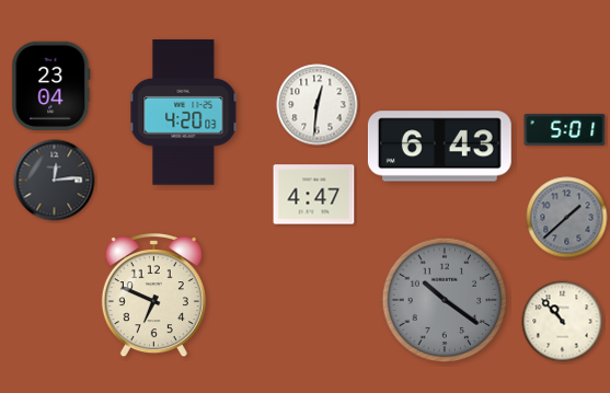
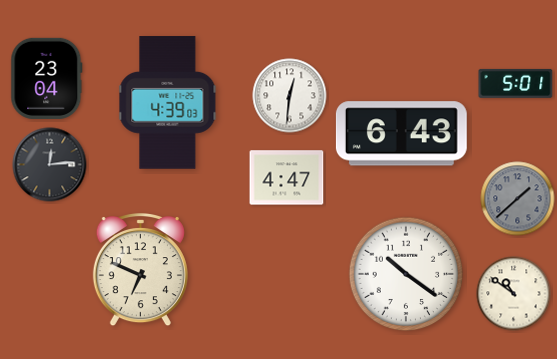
clock at (184, 113): 4:20 -> 4:39
clock at (565, 129) position: (565, 129) -> (516, 83)
clock at (445, 300) dial: grey -> white
clock at (563, 322): 10:53 -> 10:51
